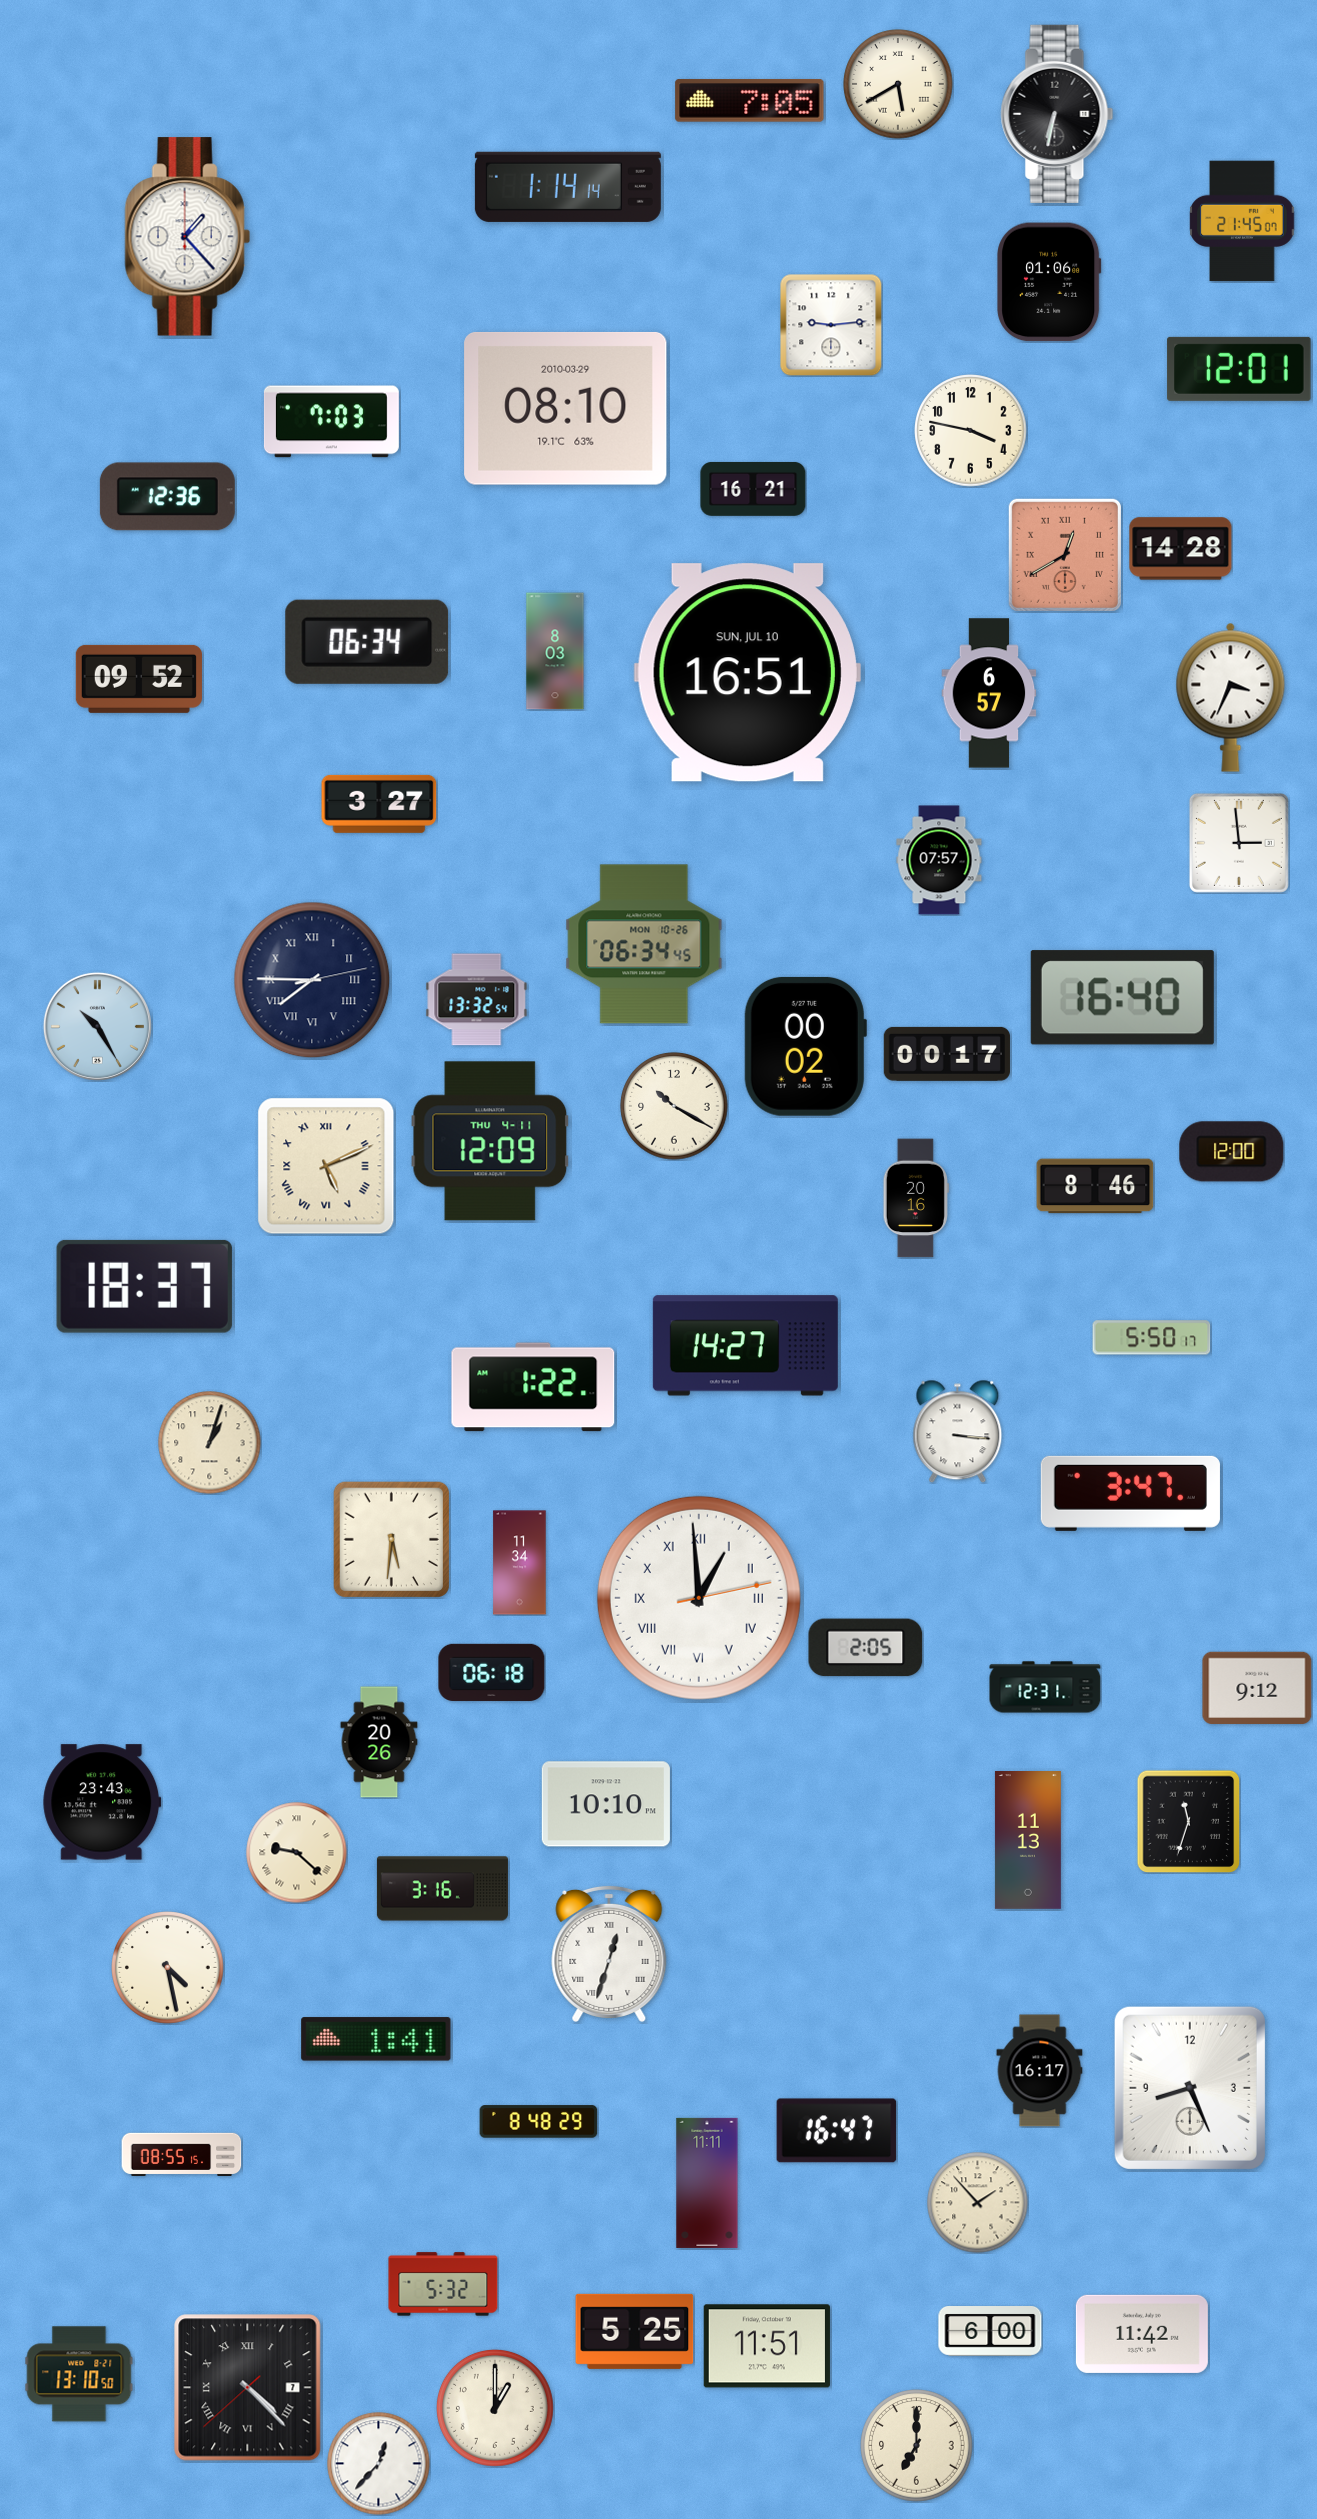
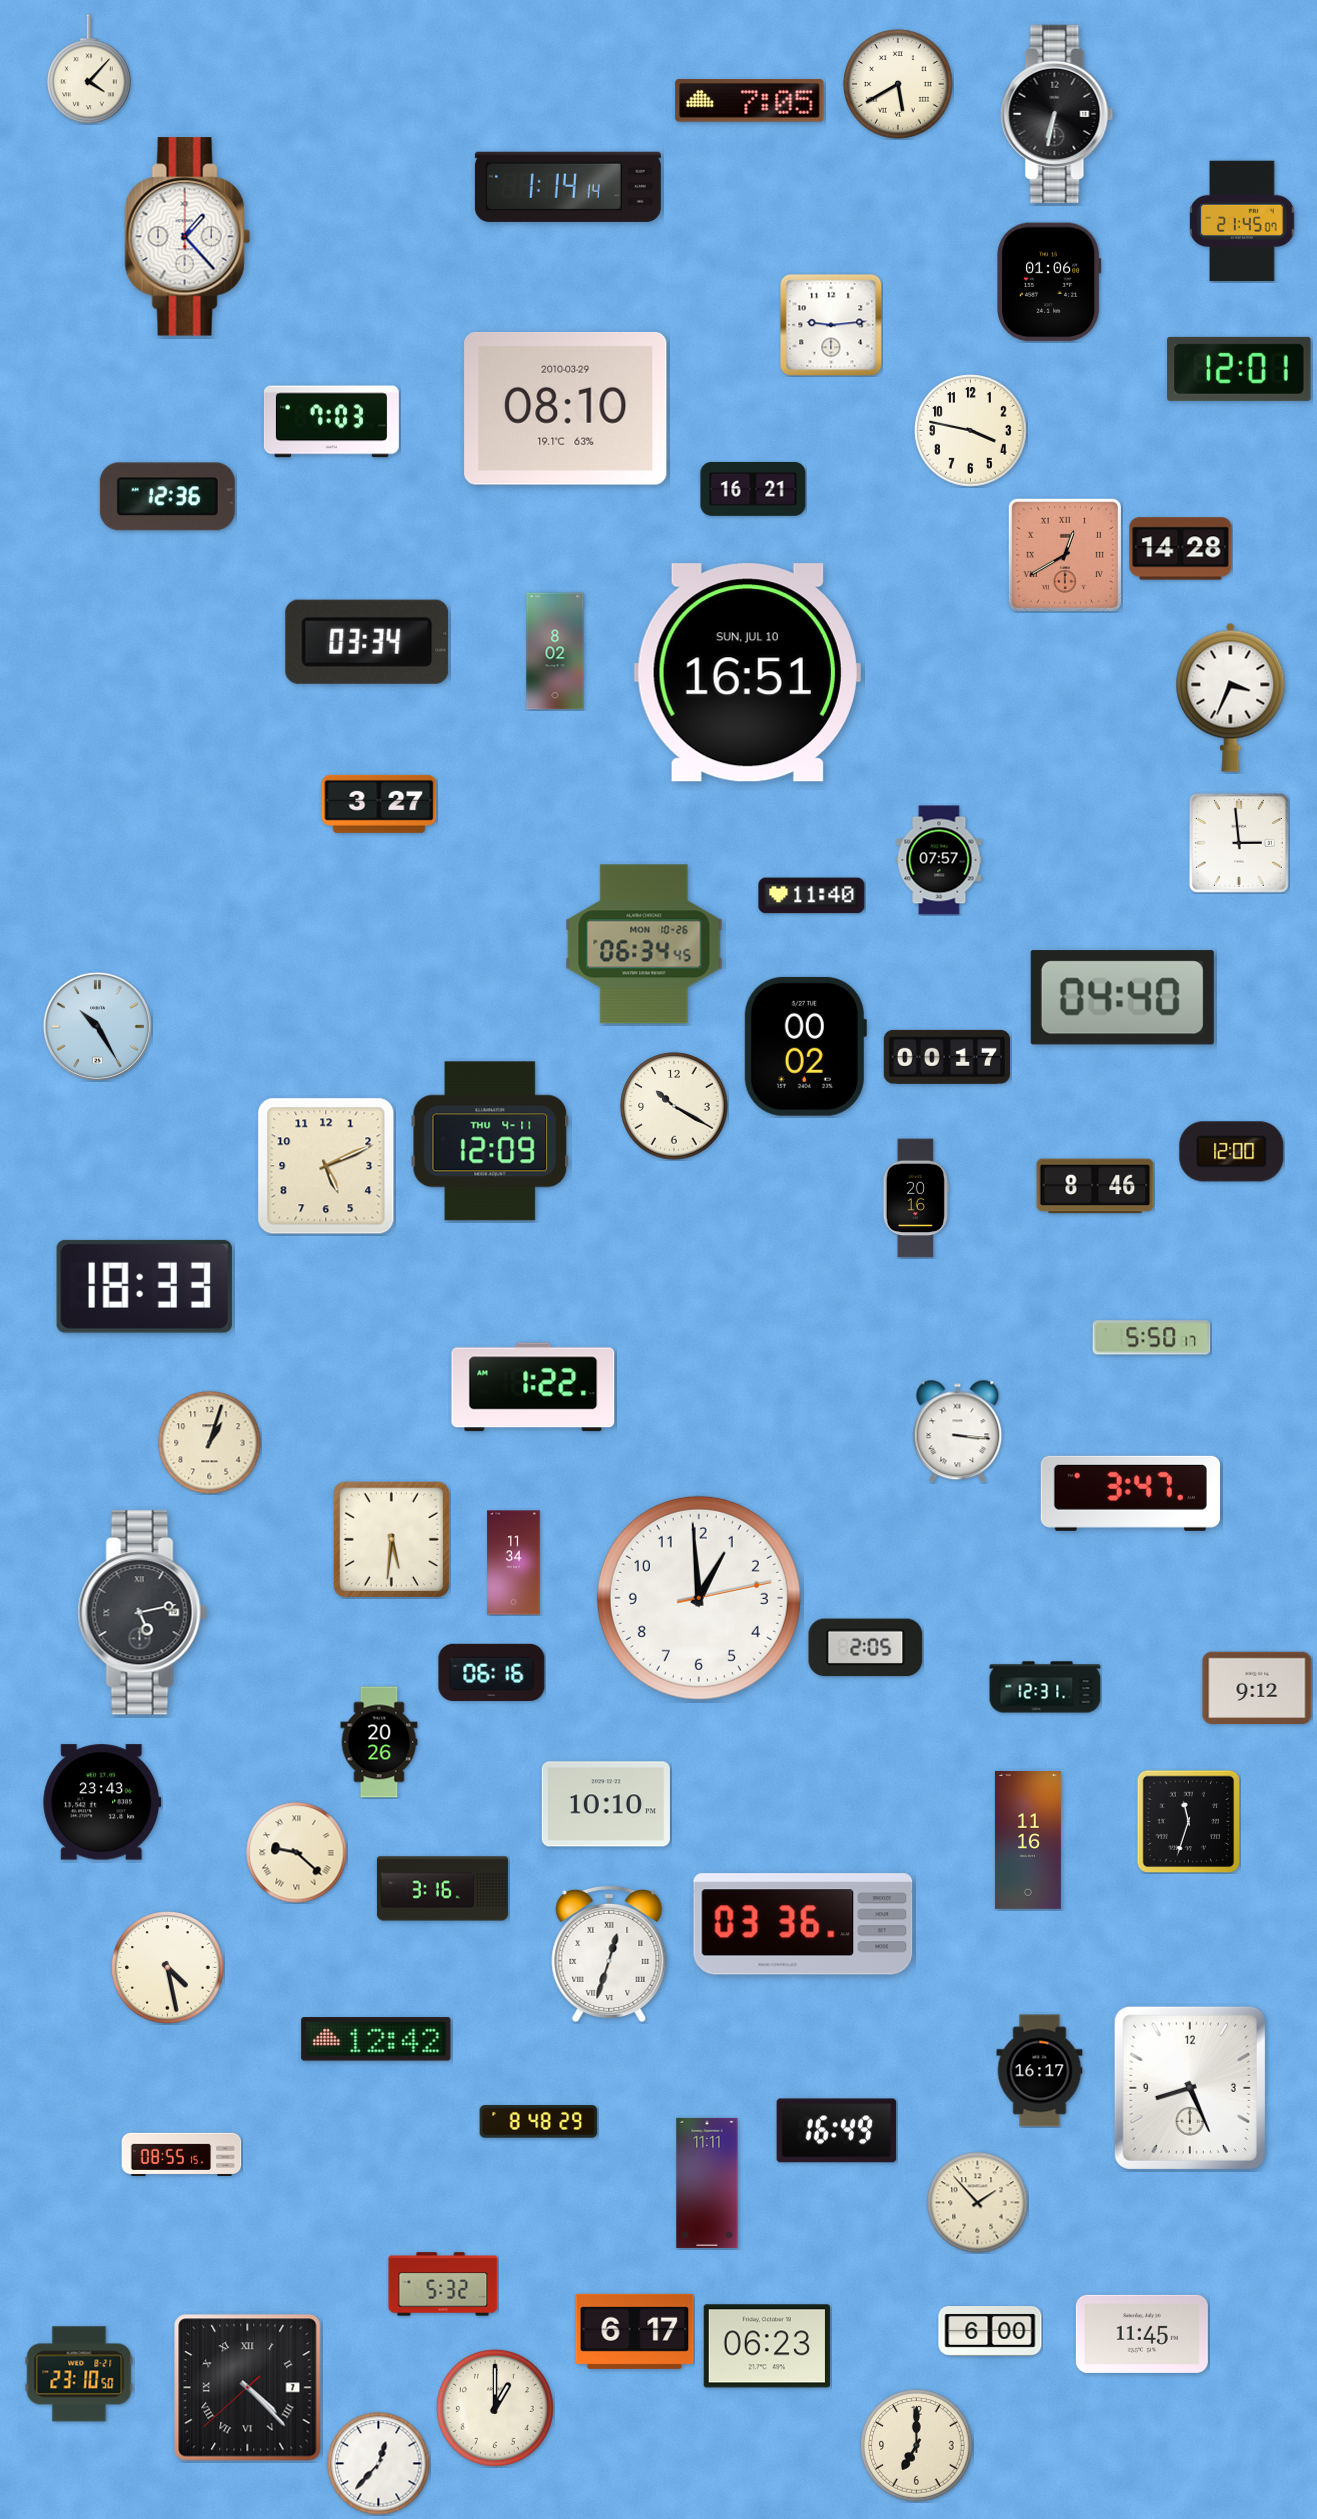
clock at (89, 69): none -> 4:07
clock at (367, 642): 06:34 -> 03:34
clock at (555, 651): 8:03 -> 8:02
clock at (139, 679): 09:52 -> none
clock at (989, 693): 6:57 -> none
clock at (812, 896): none -> 11:40
clock at (312, 980): 7:45 -> none
clock at (1122, 998): 16:40 -> 04:40
clock at (477, 1000): 13:32 -> none
clock at (947, 1054) position: (947, 1054) -> (947, 1057)
clock at (326, 1166) numerals: Roman -> Arabic
clock at (144, 1286): 18:37 -> 18:33
clock at (745, 1346): 14:27 -> none
clock at (520, 1563) position: (520, 1563) -> (514, 1563)
clock at (699, 1598) numerals: Roman -> Arabic
clock at (142, 1613): none -> 5:13
clock at (492, 1672): 06:18 -> 06:16
clock at (1028, 1841): 11:13 -> 11:16
clock at (803, 1924): none -> 03:36
clock at (376, 2039): 1:41 -> 12:42
clock at (837, 2131): 16:47 -> 16:49
clock at (635, 2331): 5:25 -> 6:17
clock at (1142, 2334): 11:42 -> 11:45
clock at (767, 2346): 11:51 -> 06:23
clock at (79, 2374): 13:10 -> 23:10
